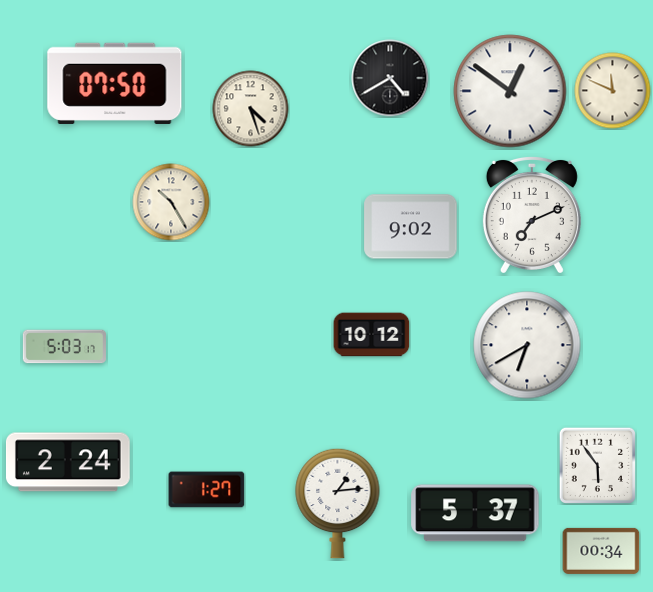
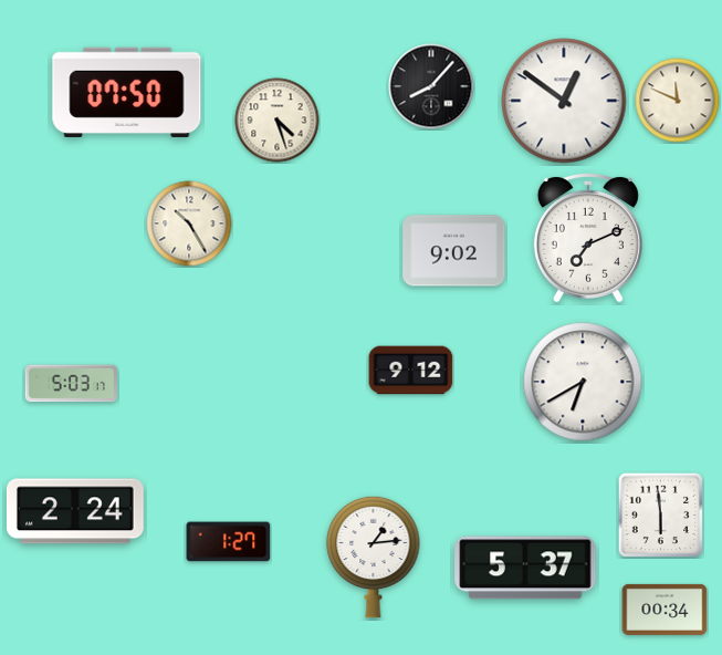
clock at (390, 78): 4:40 -> 8:07
clock at (372, 335): 10:12 -> 9:12
clock at (597, 465): 5:54 -> 5:59
